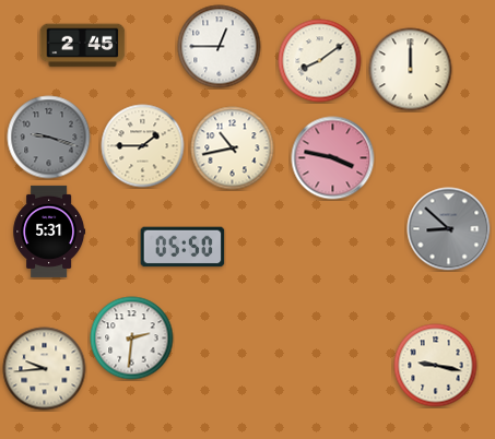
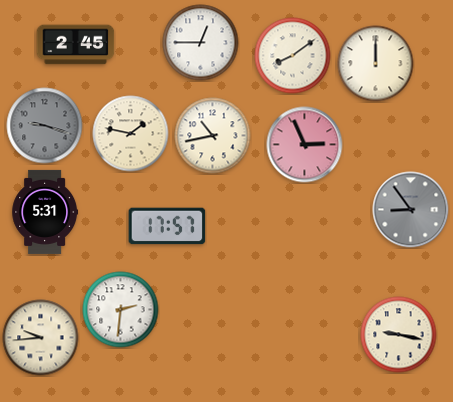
clock at (83, 46) position: (83, 46) -> (76, 45)
clock at (143, 146): 1:45 -> 1:47
clock at (333, 158): 3:47 -> 2:56
clock at (449, 229): 8:52 -> 8:54
clock at (182, 247): 05:50 -> 17:57
